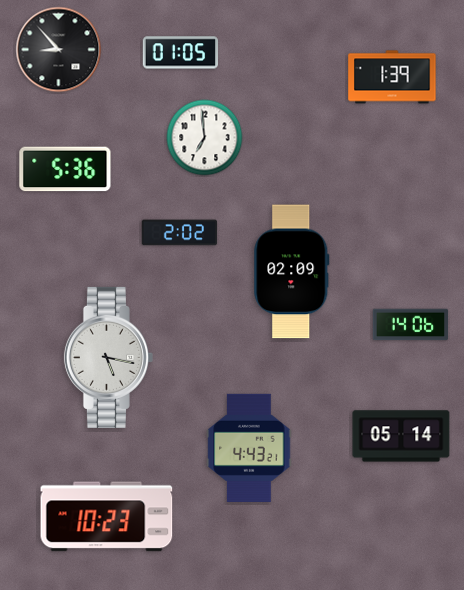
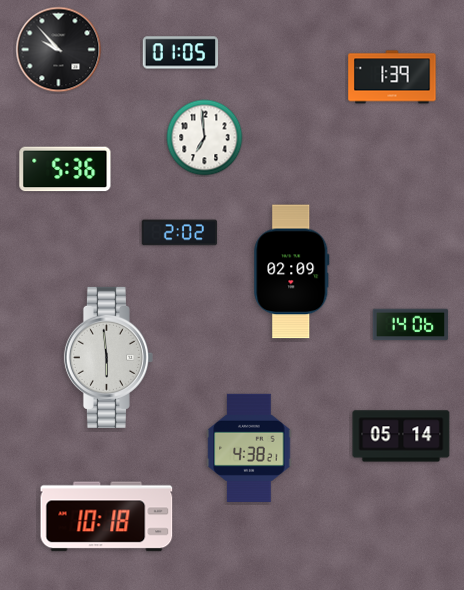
clock at (59, 50): 8:53 -> 9:53
clock at (108, 357): 5:17 -> 5:59
clock at (249, 448): 4:43 -> 4:38
clock at (107, 517): 10:23 -> 10:18
